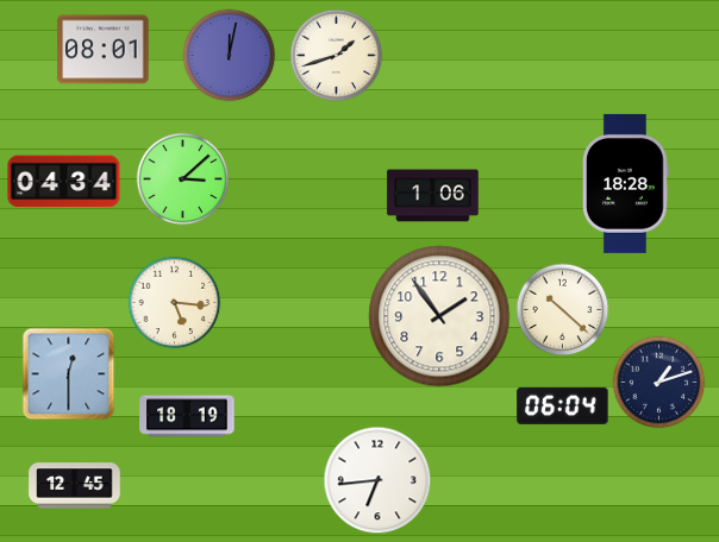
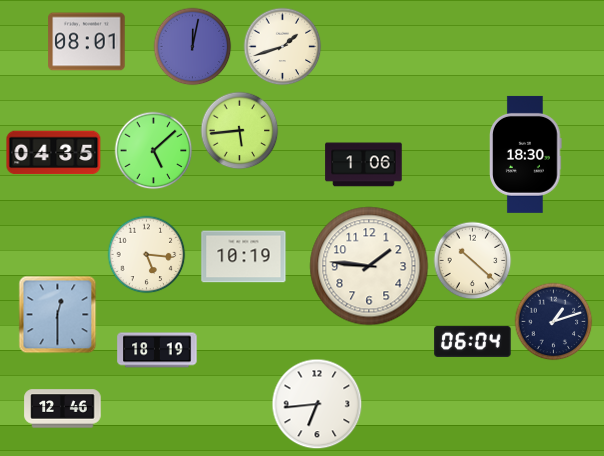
clock at (239, 130): none -> 5:44
clock at (182, 178): 3:08 -> 5:08
clock at (64, 182): 04:34 -> 04:35
clock at (626, 183): 18:28 -> 18:30
clock at (244, 257): none -> 10:19
clock at (439, 316): 1:54 -> 1:46
clock at (75, 486): 12:45 -> 12:46
